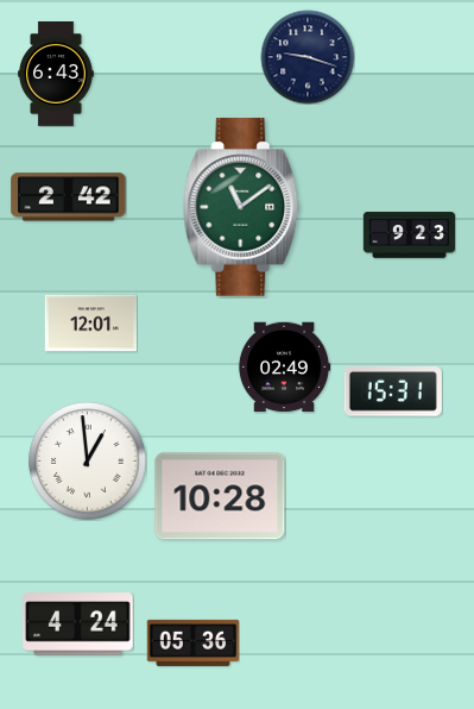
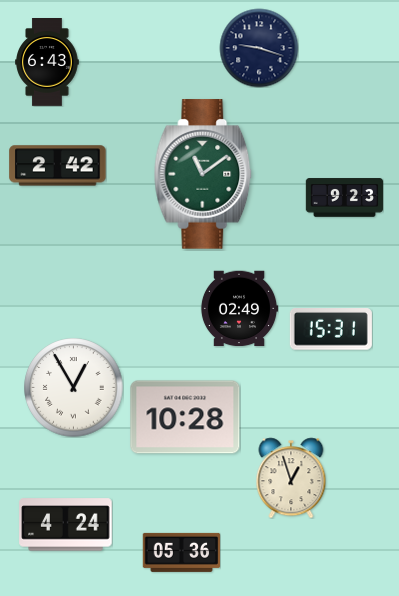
clock at (90, 324): 12:01 -> none
clock at (88, 462): 12:59 -> 12:55
clock at (291, 478): none -> 12:57
clock at (192, 642) position: (192, 642) -> (181, 552)
